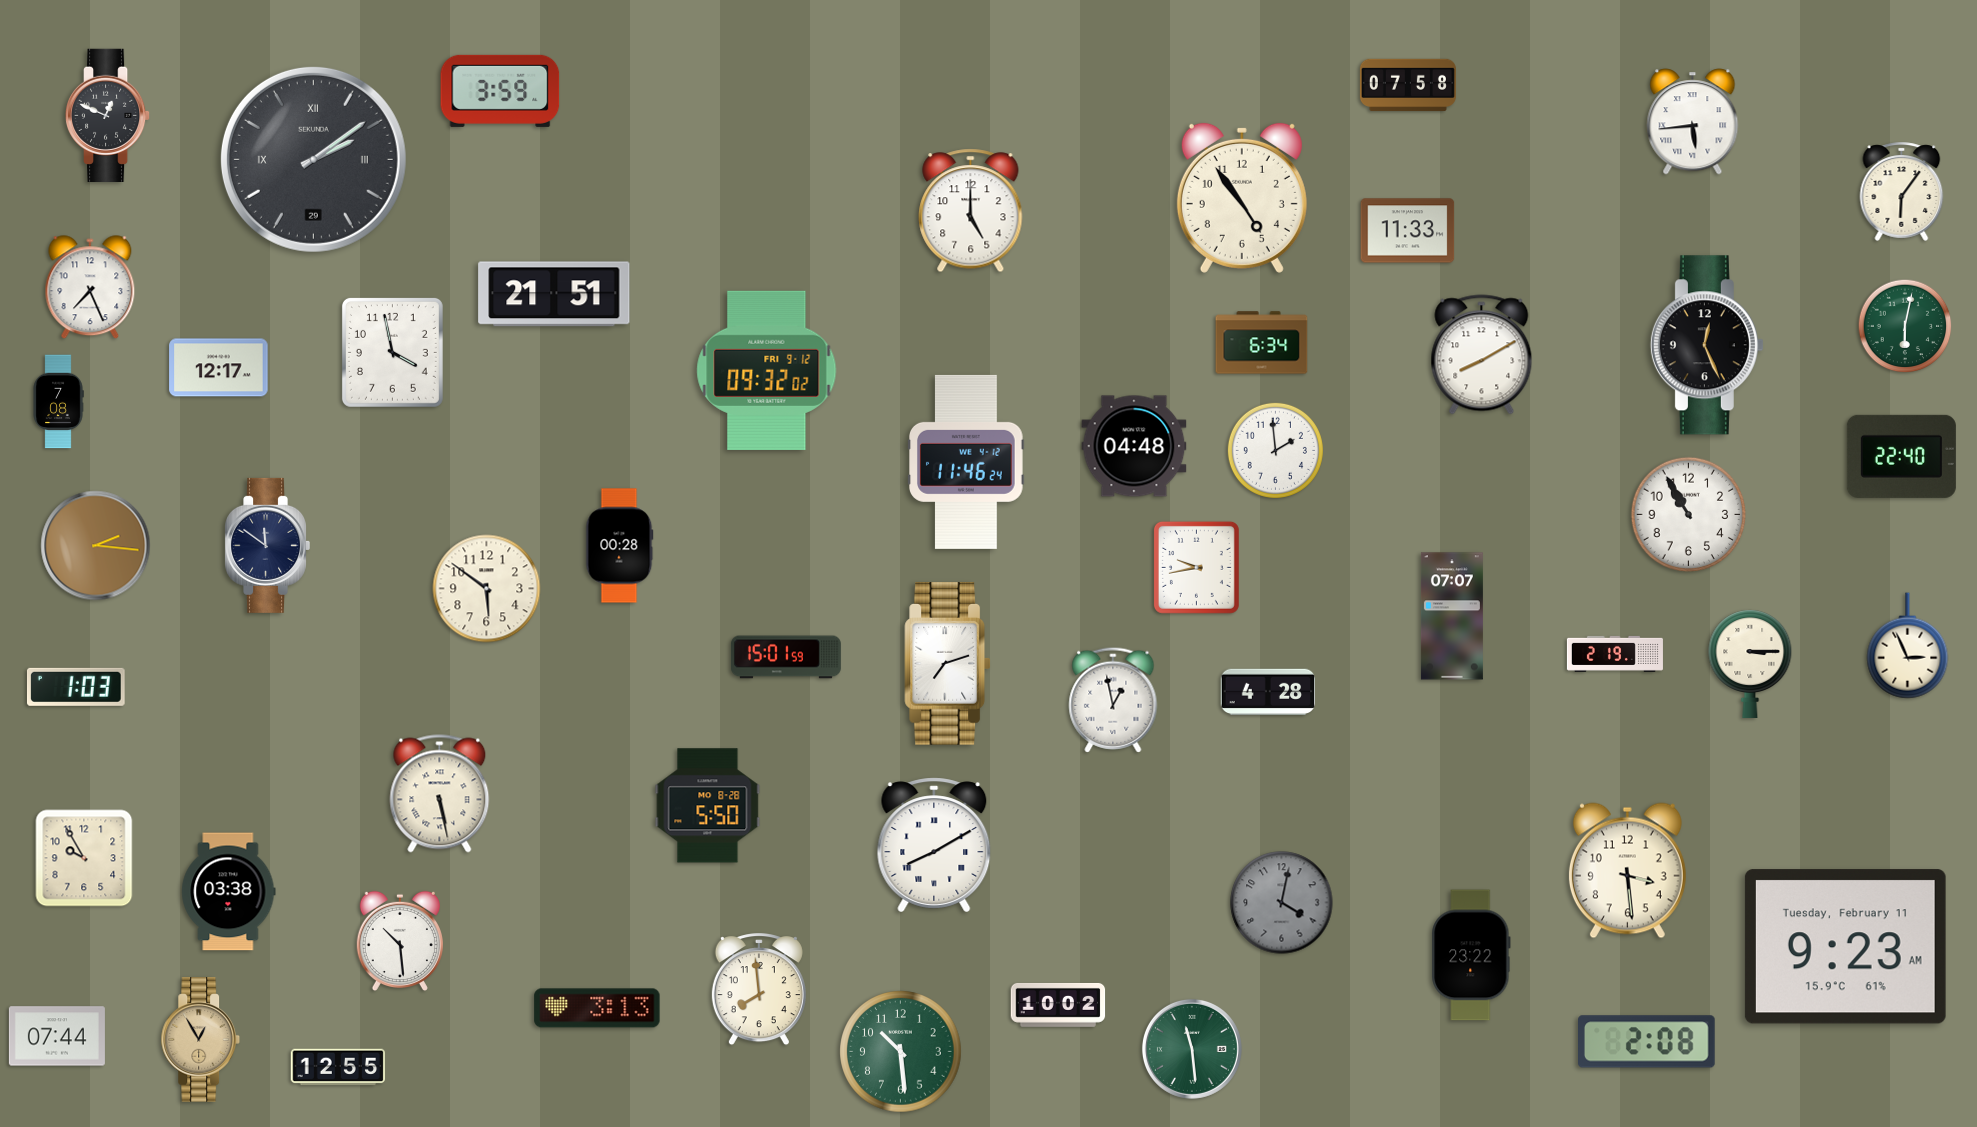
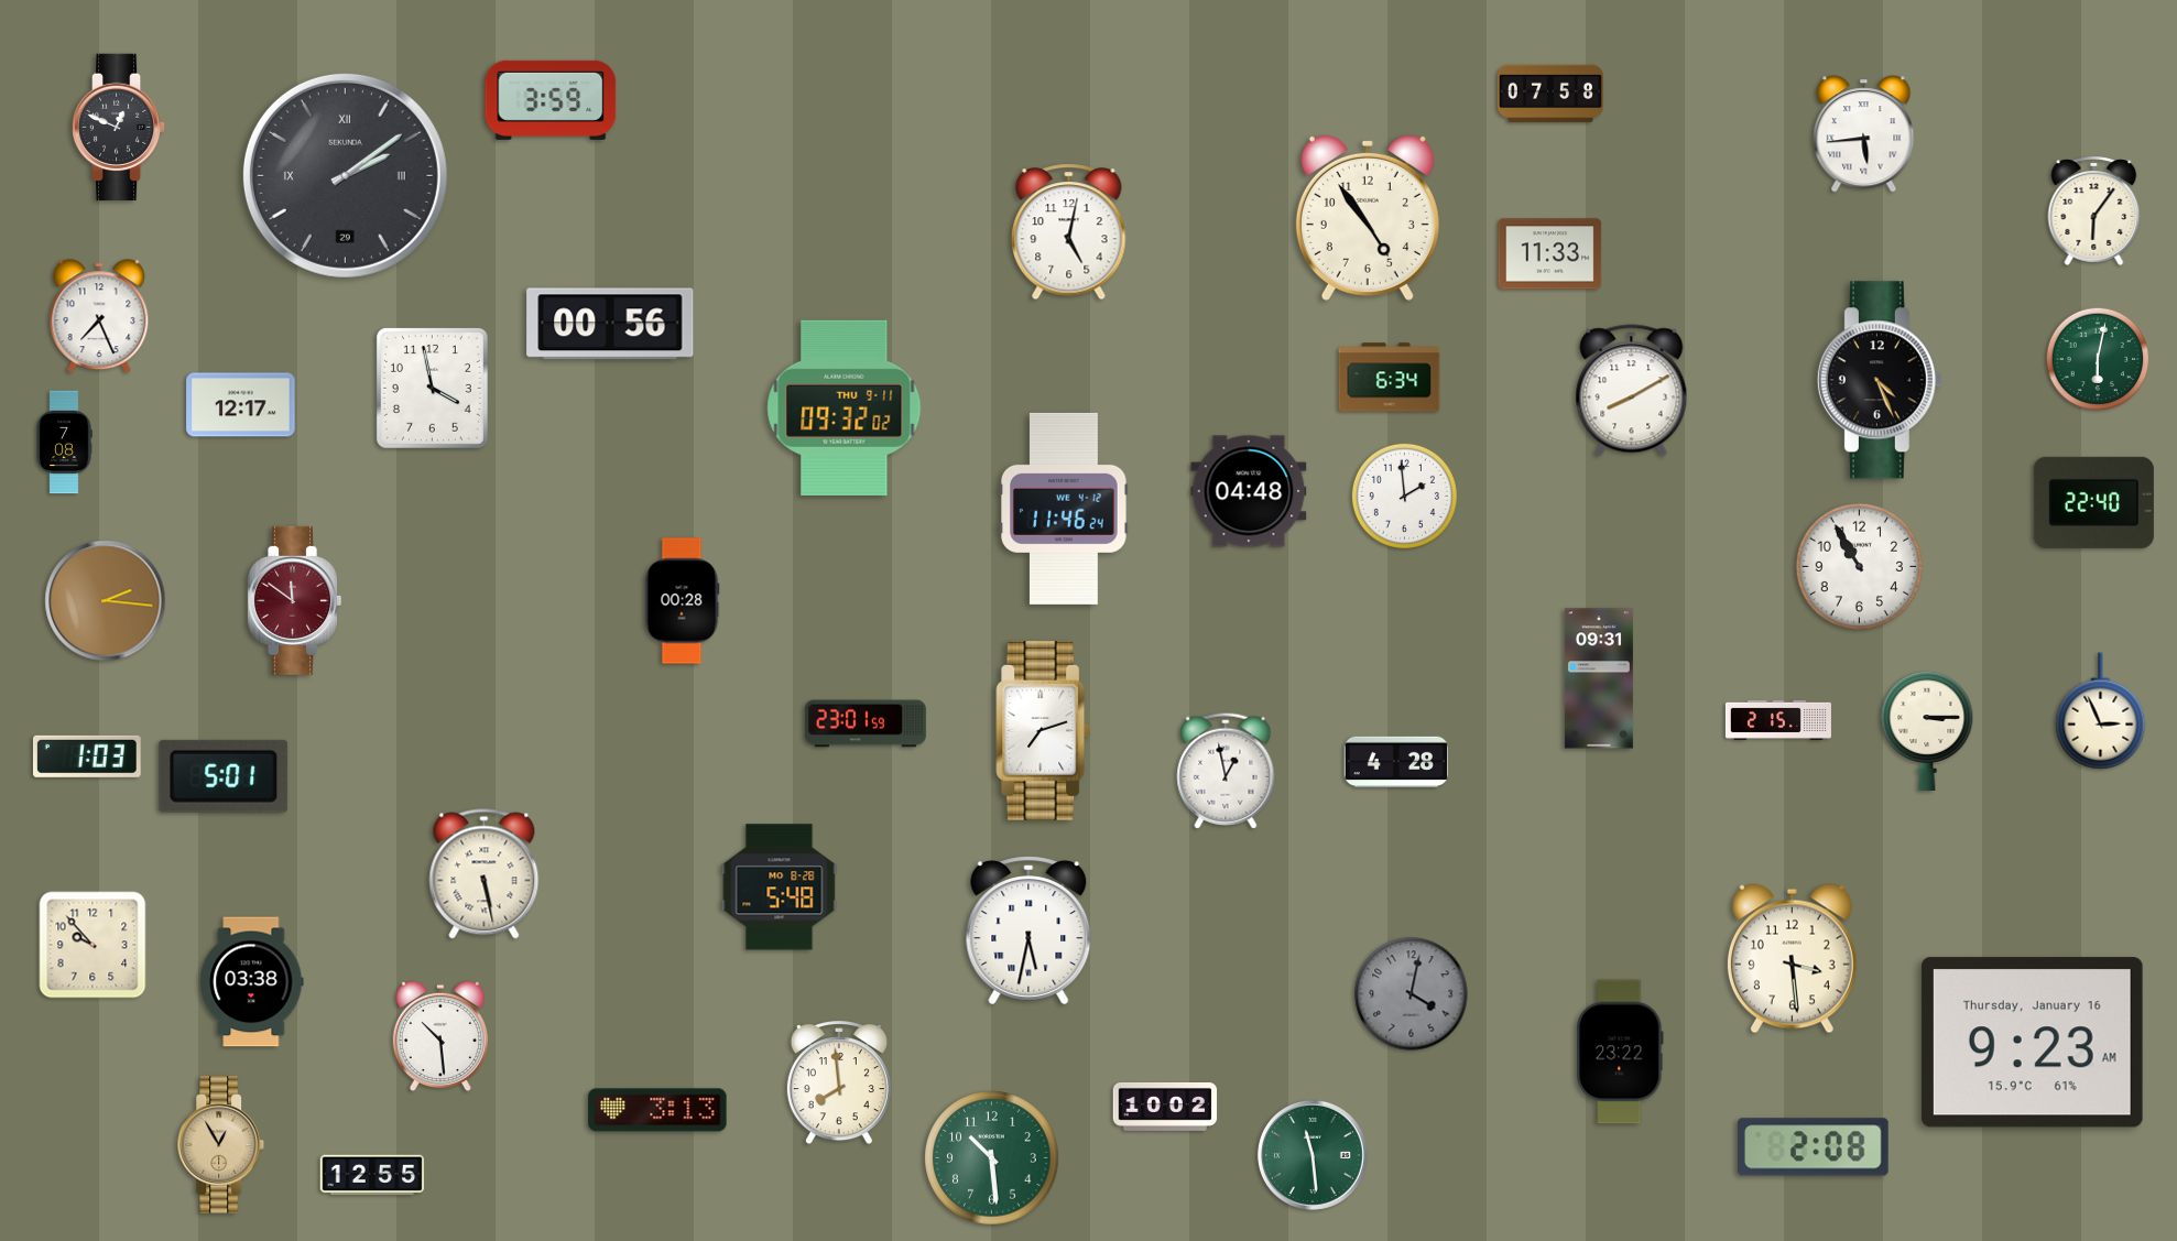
clock at (971, 211): 5:00 -> 5:02
clock at (554, 294): 21:51 -> 00:56
clock at (1707, 345): 12:26 -> 4:26
clock at (767, 370) date: FRI 9-12 -> THU 9-11
clock at (267, 545) dial: navy -> burgundy
clock at (1196, 567): 9:43 -> none
clock at (487, 589): 5:51 -> none
clock at (1452, 616): 07:07 -> 09:31
clock at (1615, 654): 2:19 -> 2:15
clock at (786, 657): 15:01 -> 23:01
clock at (76, 687) position: (76, 687) -> (87, 756)
clock at (224, 776): none -> 5:01
clock at (708, 806): 5:50 -> 5:48
clock at (934, 845): 8:10 -> 5:32
clock at (84, 858): 9:55 -> 9:53
clock at (1845, 947) date: Tuesday, February 11 -> Thursday, January 16
clock at (759, 990) position: (759, 990) -> (839, 1084)
clock at (57, 1036): 07:44 -> none
